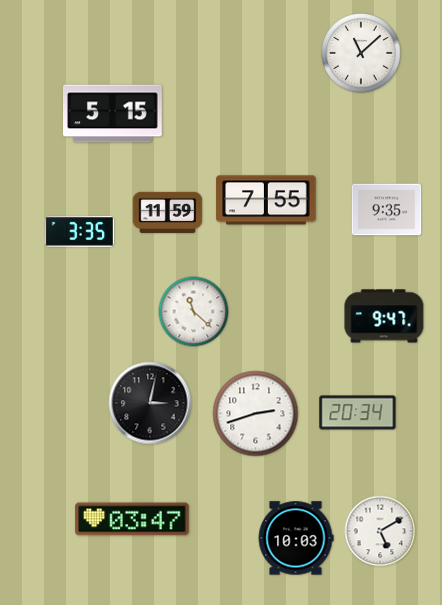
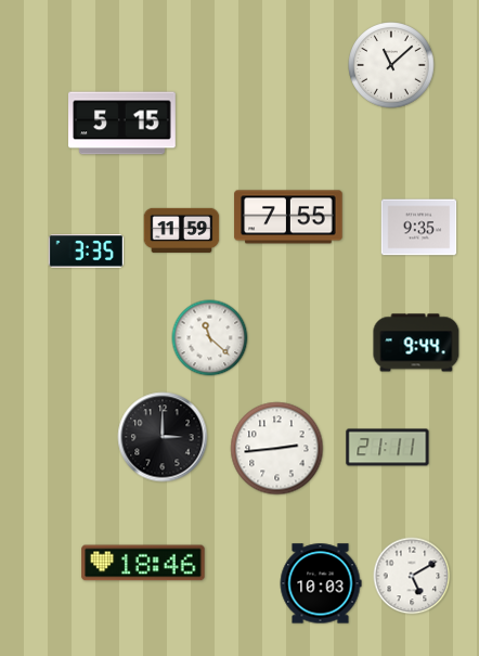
clock at (361, 53) position: (361, 53) -> (391, 65)
clock at (384, 316): 9:47 -> 9:44
clock at (150, 403): 3:02 -> 3:00
clock at (358, 413): 20:34 -> 21:11
clock at (256, 414): 2:42 -> 2:44
clock at (132, 519): 03:47 -> 18:46
